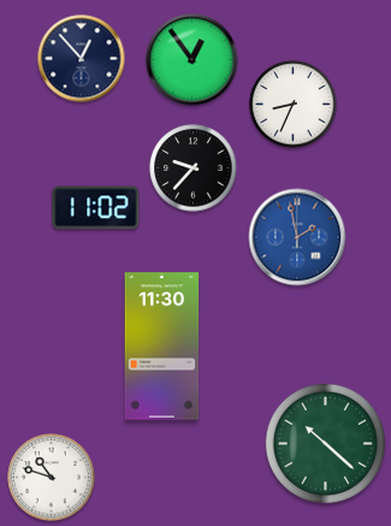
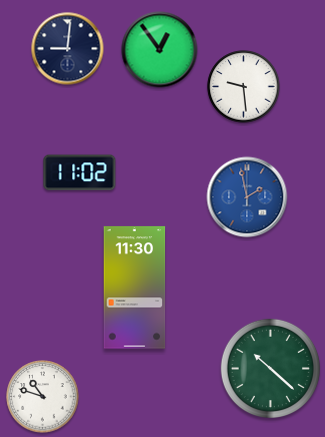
clock at (82, 59): 12:53 -> 9:01
clock at (294, 105): 8:34 -> 9:29
clock at (194, 169): 9:37 -> none
